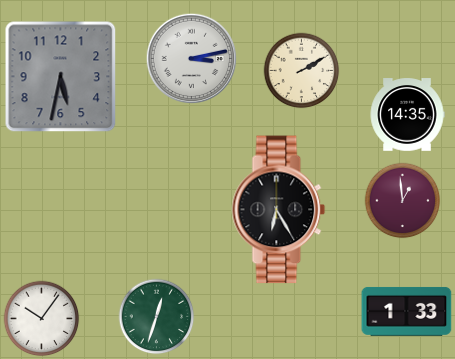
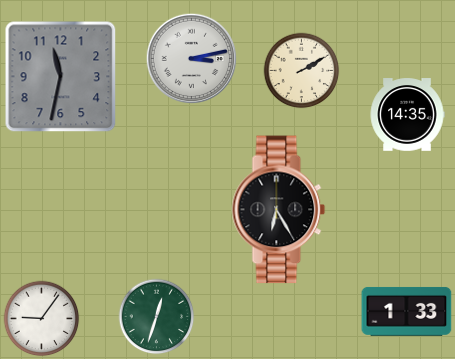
clock at (61, 77): 5:32 -> 11:32
clock at (403, 201): 12:59 -> none
clock at (42, 319): 10:06 -> 9:06
